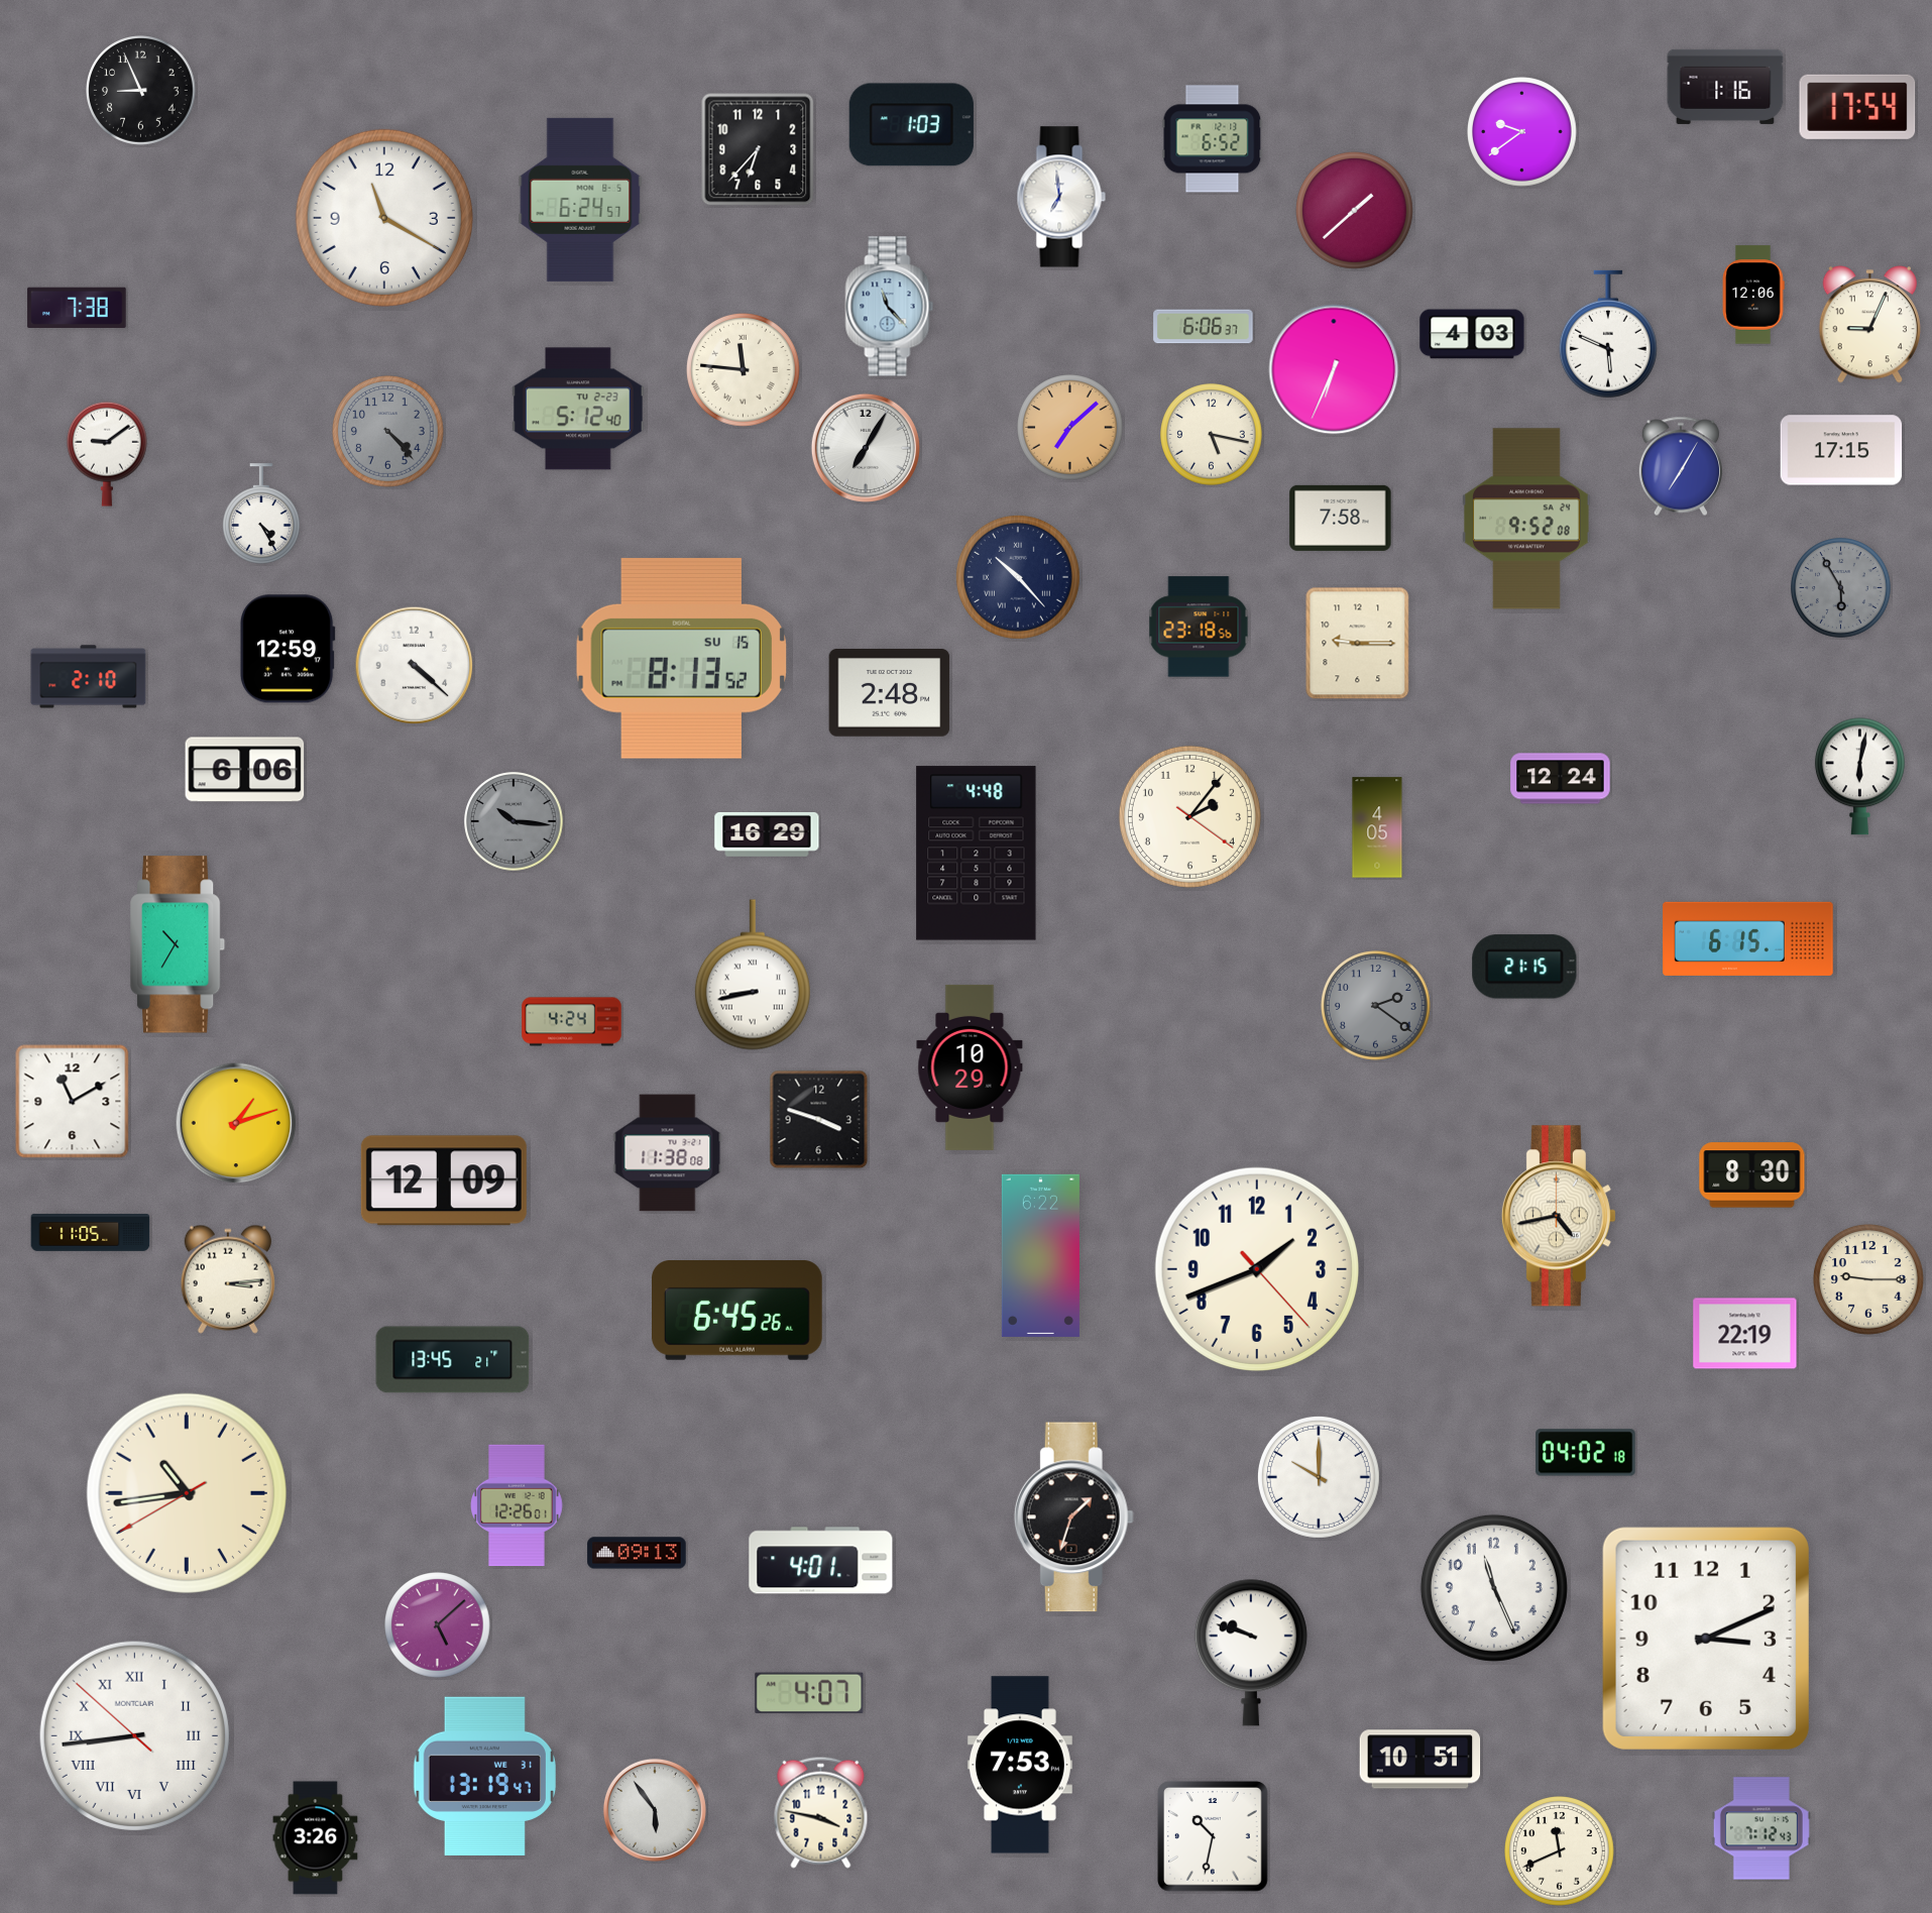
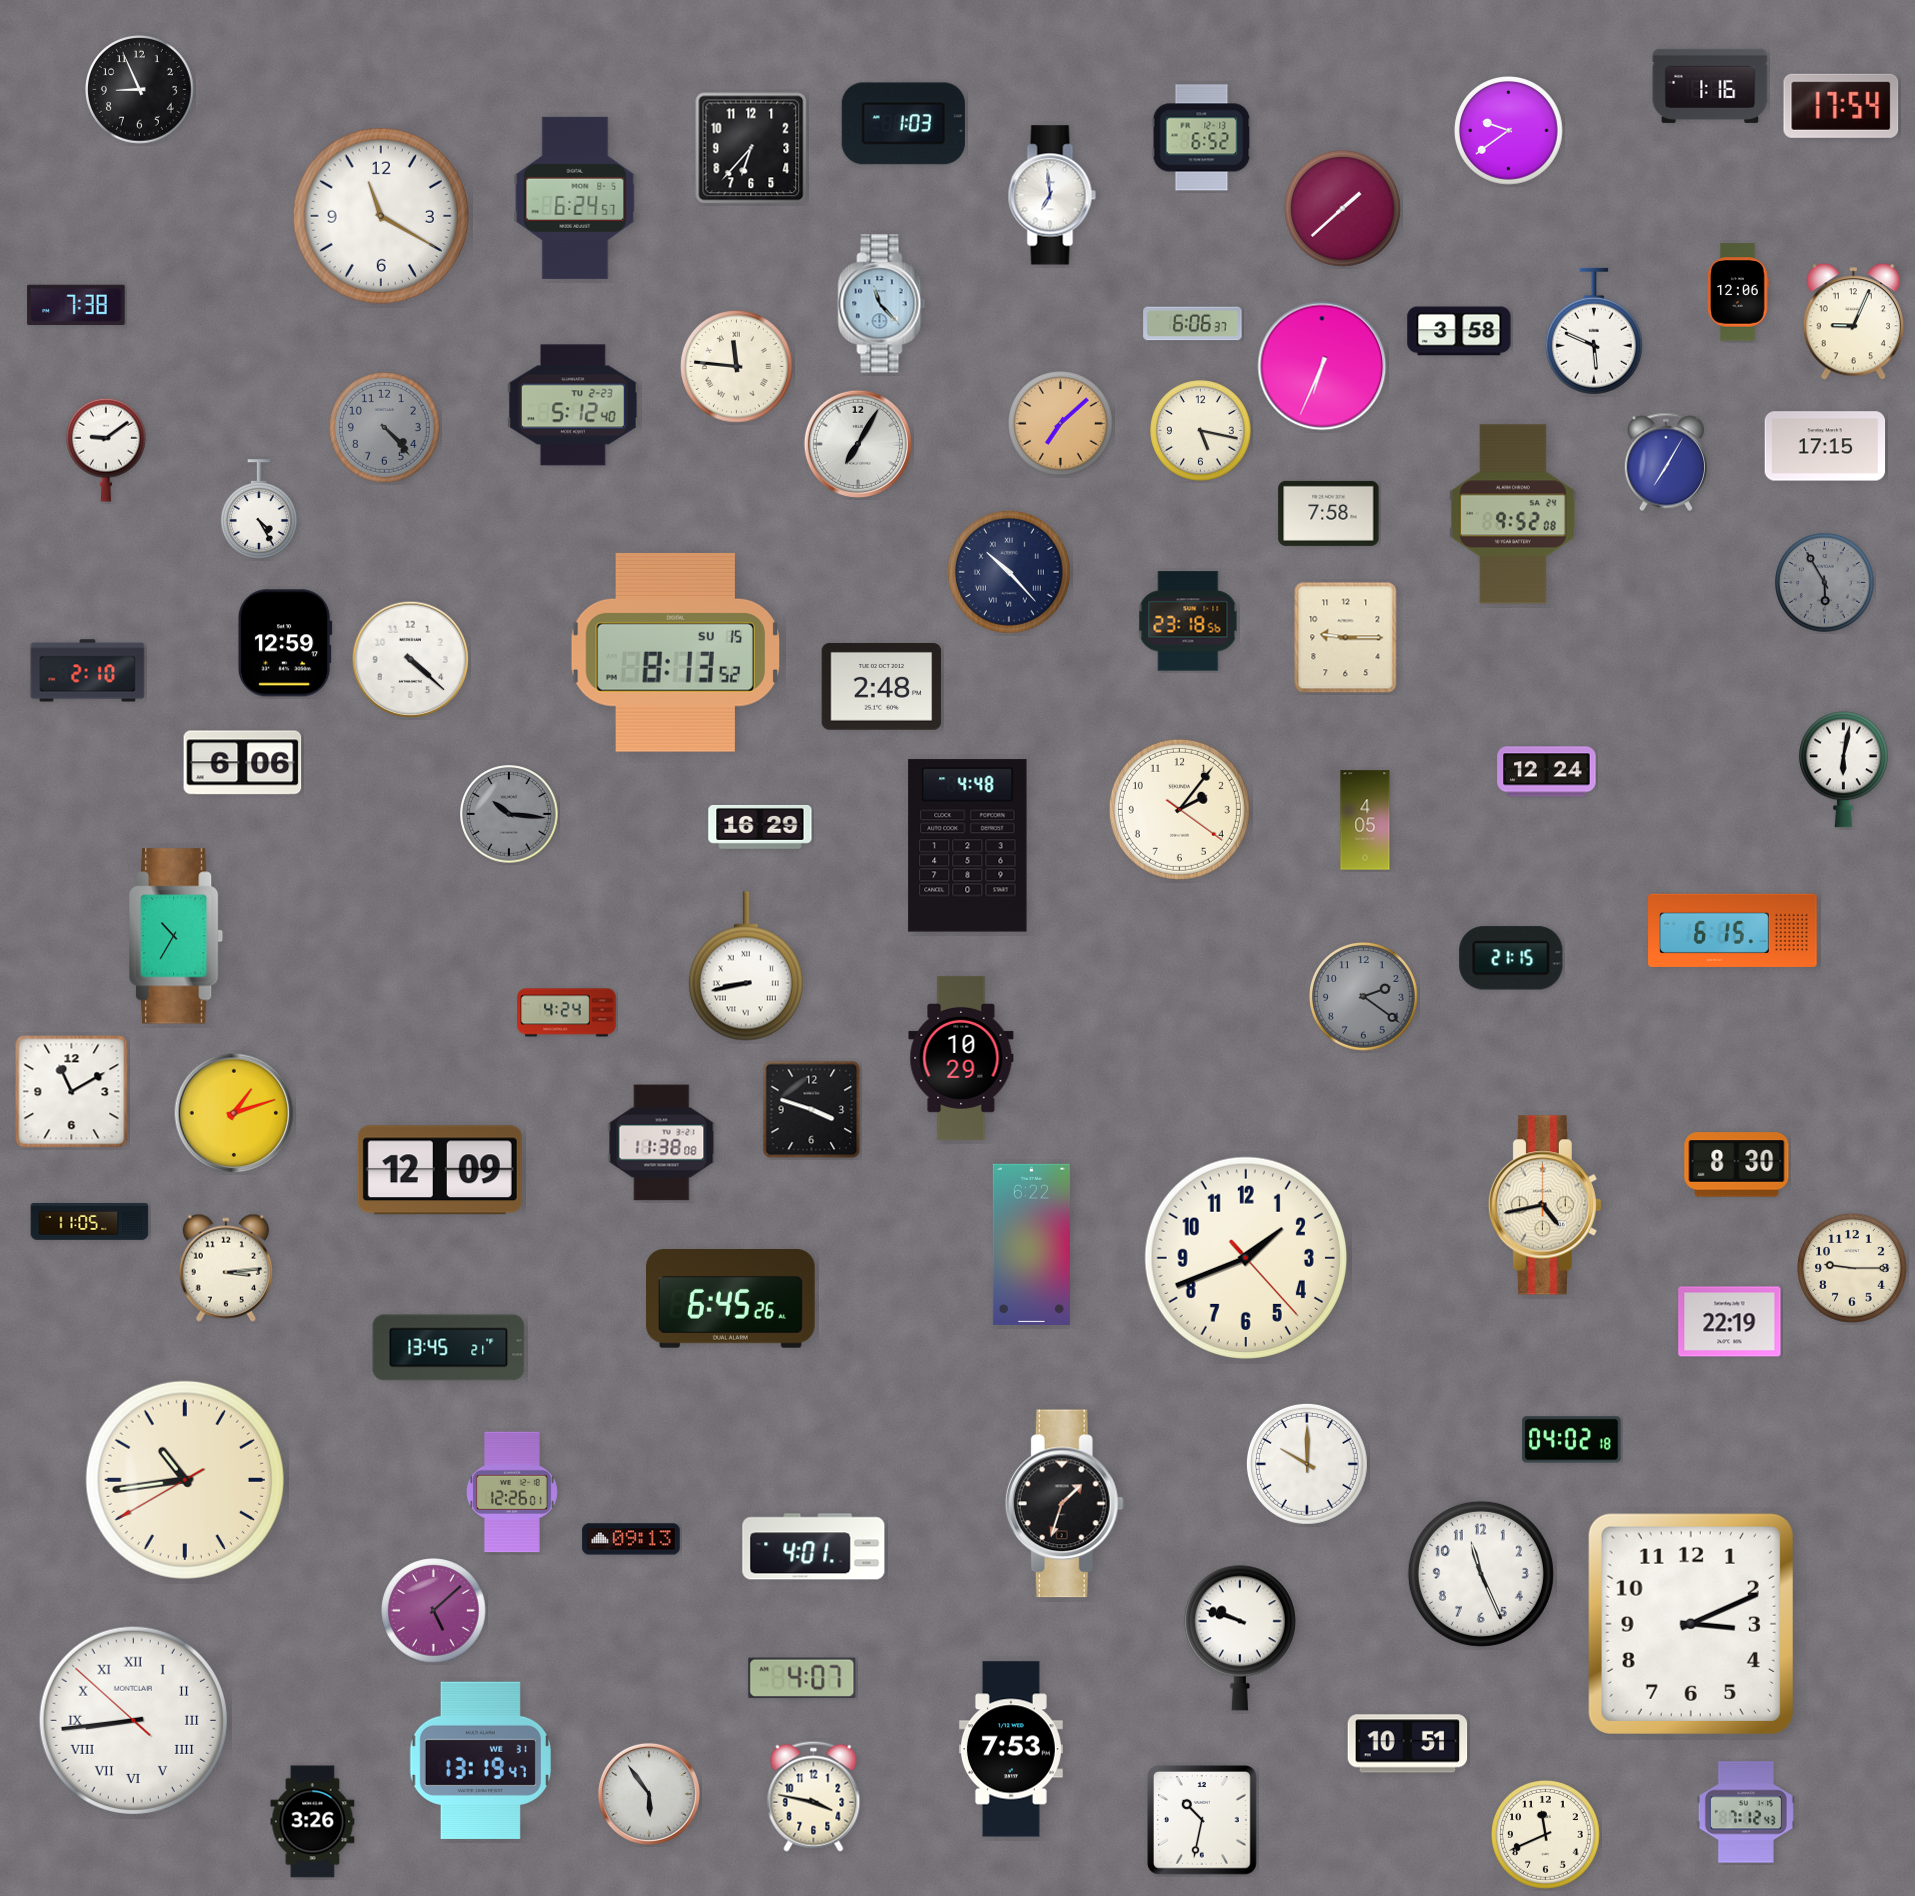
clock at (1472, 334): 4:03 -> 3:58
